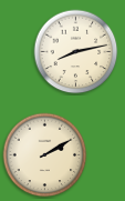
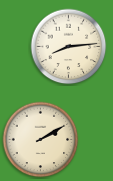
clock at (76, 52): 8:13 -> 8:14
